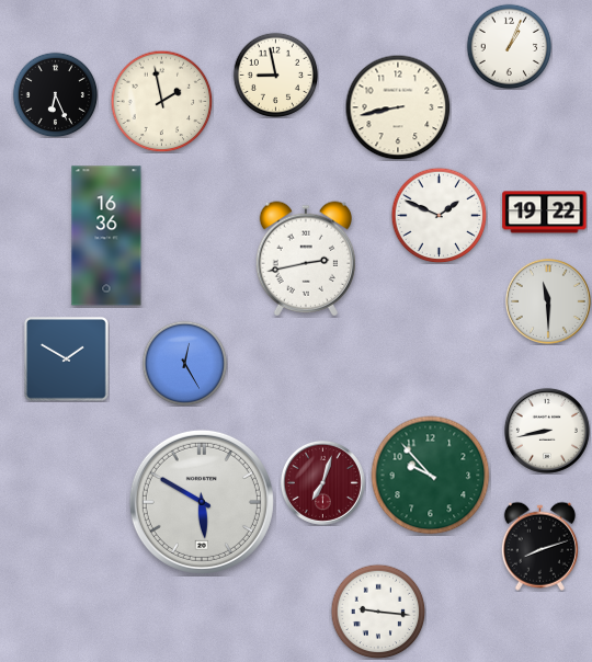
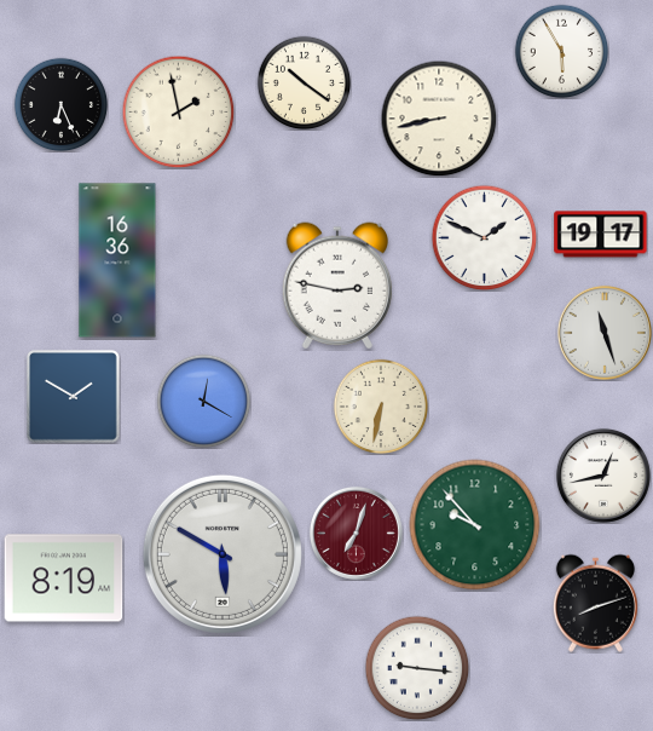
clock at (509, 46): 1:04 -> 5:55
clock at (275, 75): 8:58 -> 10:21
clock at (545, 213): 19:22 -> 19:17
clock at (305, 259): 2:43 -> 2:47
clock at (548, 301): 11:30 -> 11:27
clock at (184, 363): 12:25 -> 12:20
clock at (381, 407): none -> 6:32
clock at (547, 431): 8:43 -> 12:43
clock at (64, 579): none -> 8:19
clock at (378, 612) position: (378, 612) -> (417, 668)
